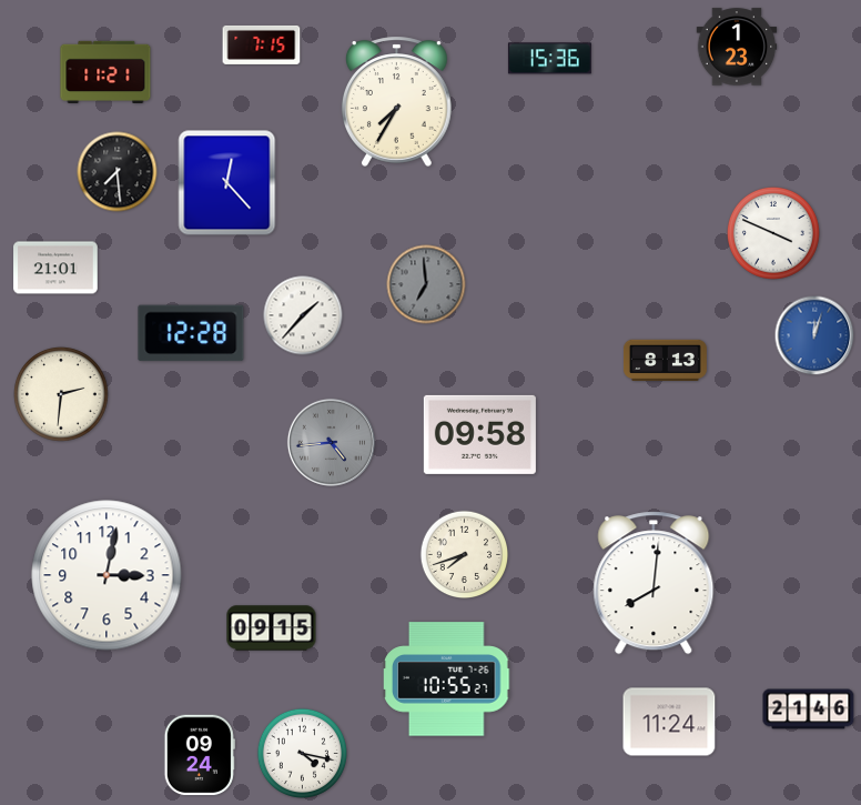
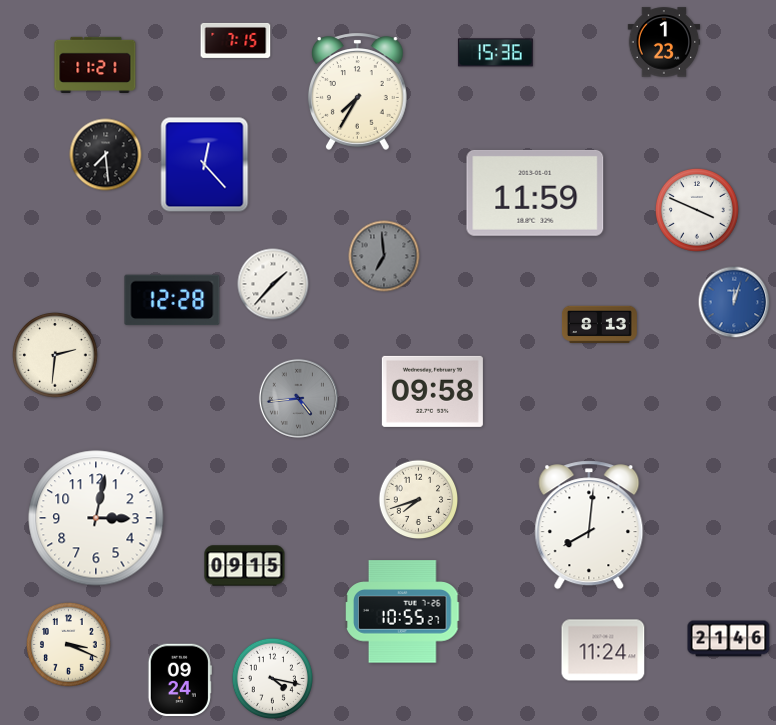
clock at (535, 193): none -> 11:59
clock at (55, 268): 21:01 -> none
clock at (69, 645): none -> 3:19
